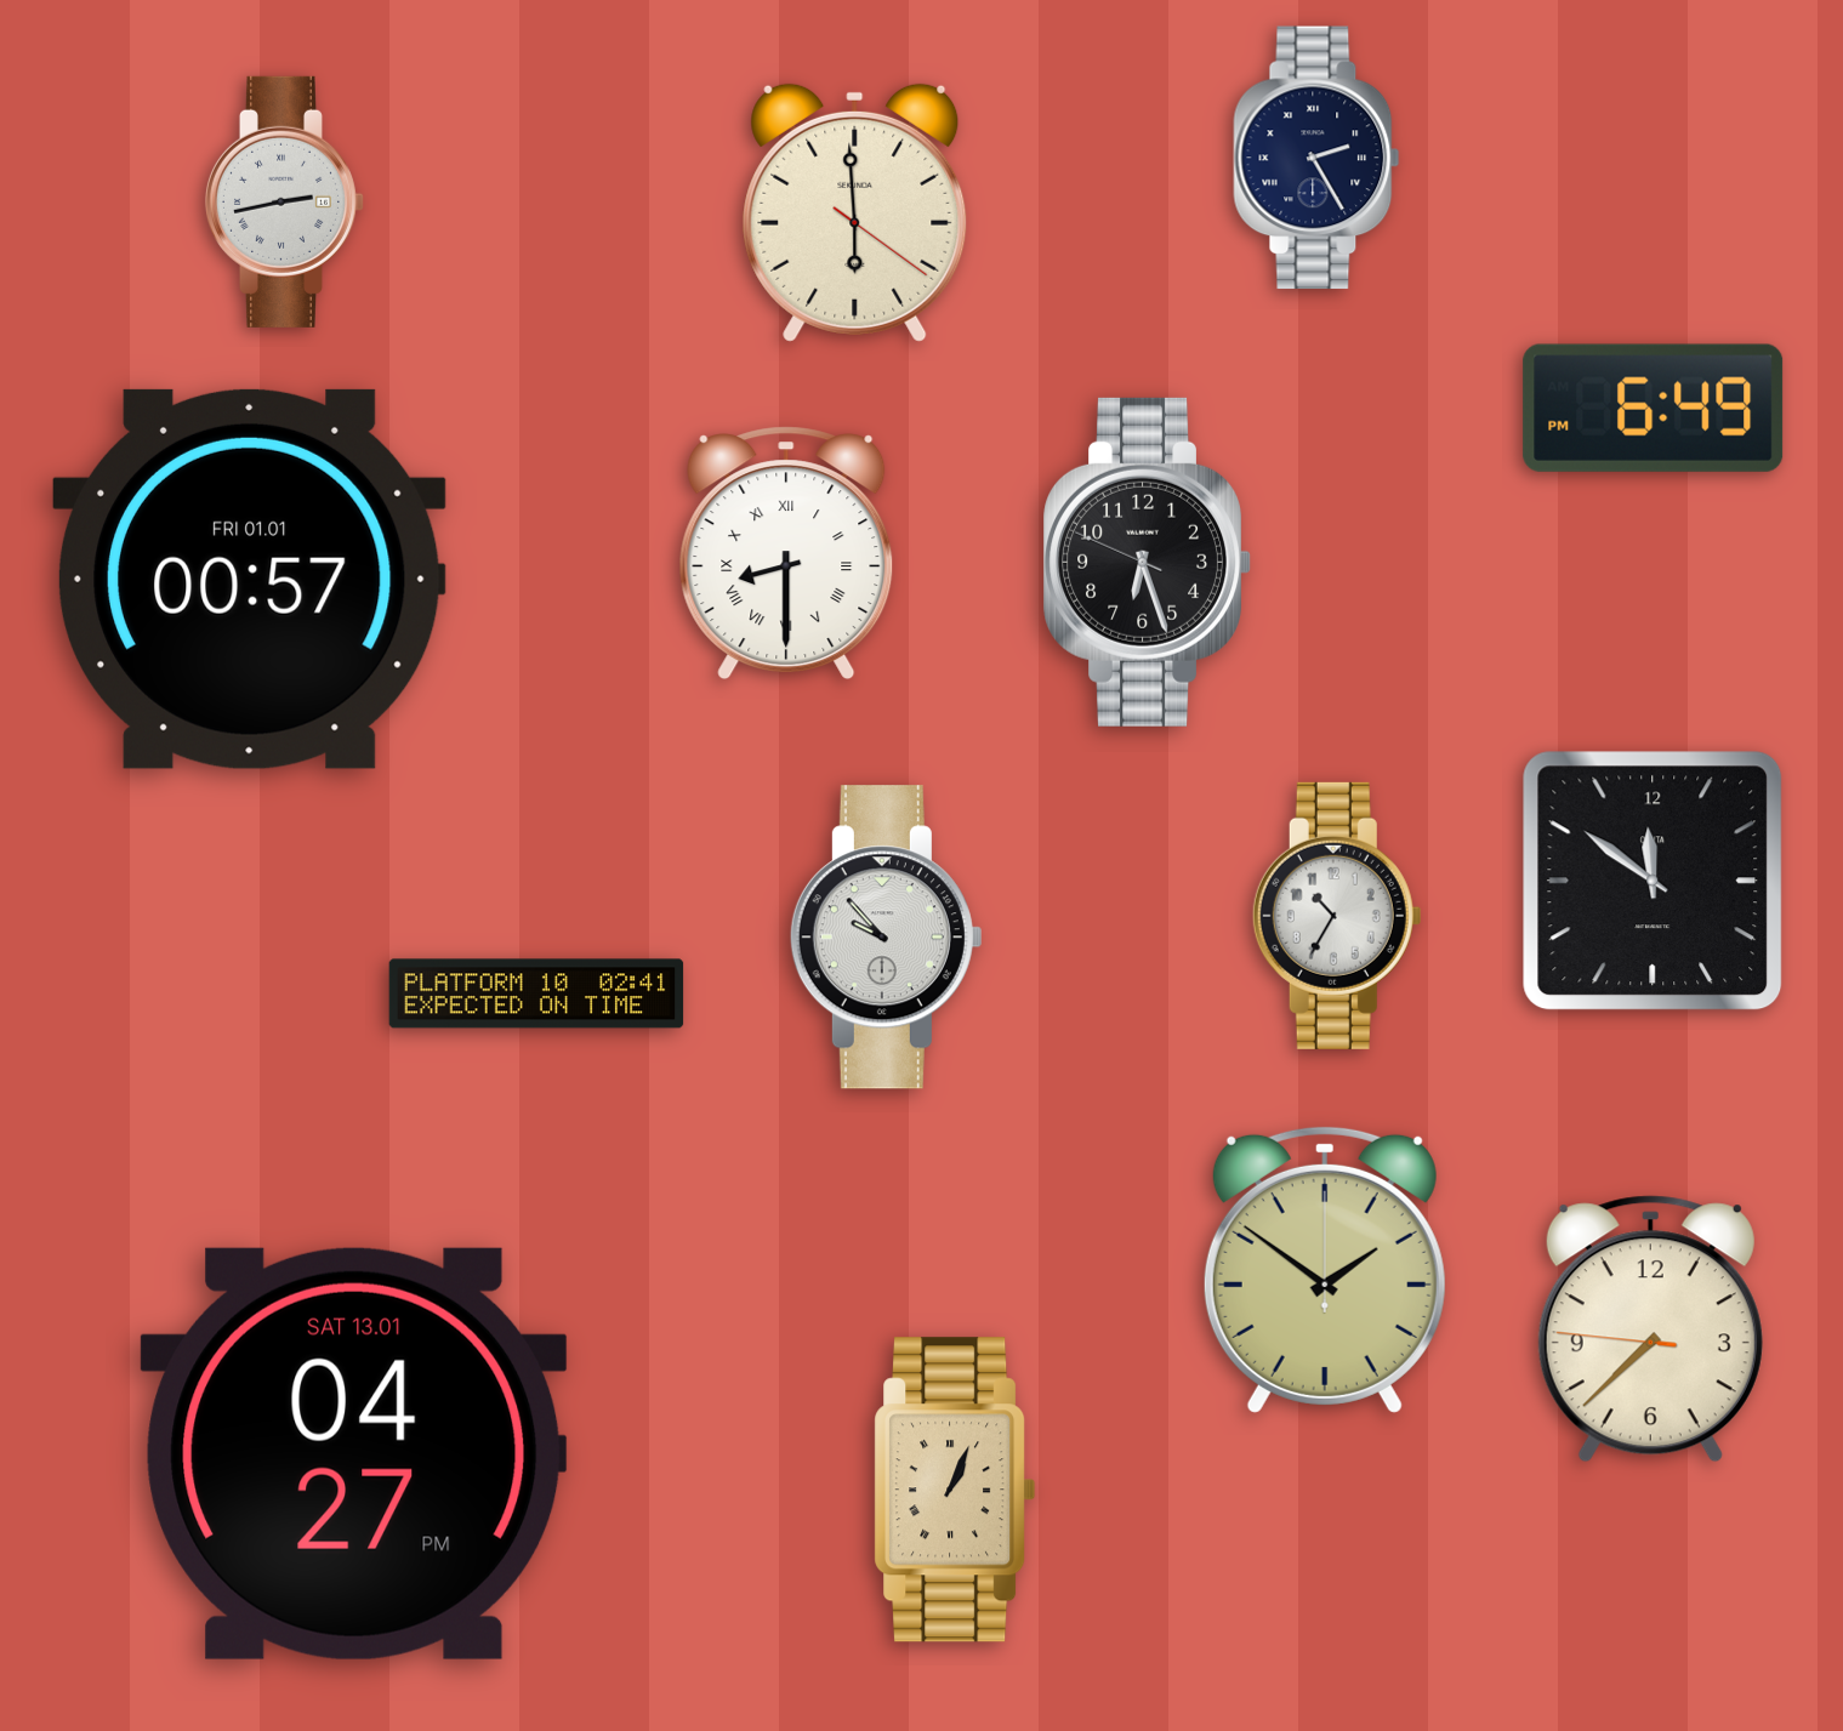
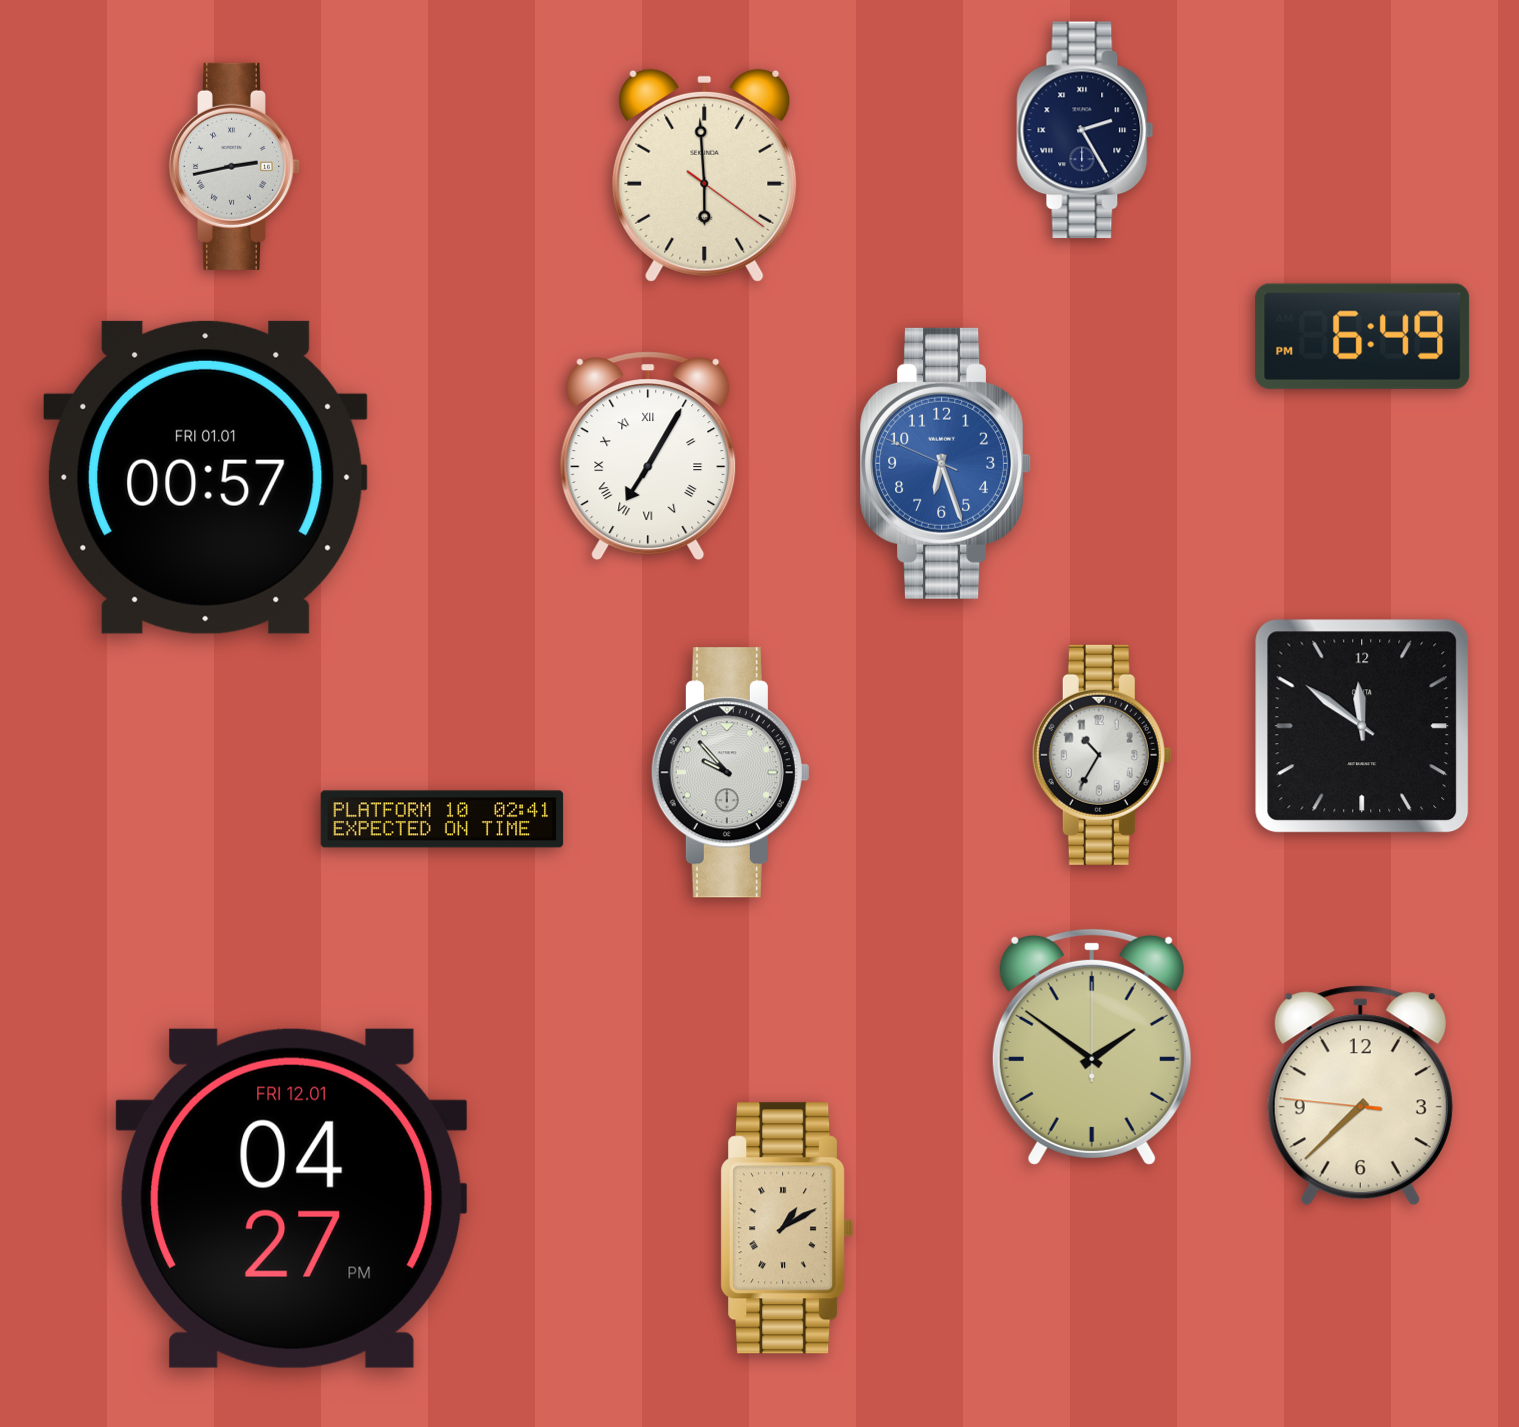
clock at (786, 552): 8:30 -> 7:05
clock at (1147, 562) dial: black -> blue
clock at (354, 1453) date: SAT 13.01 -> FRI 12.01
clock at (955, 1490): 1:04 -> 1:10
